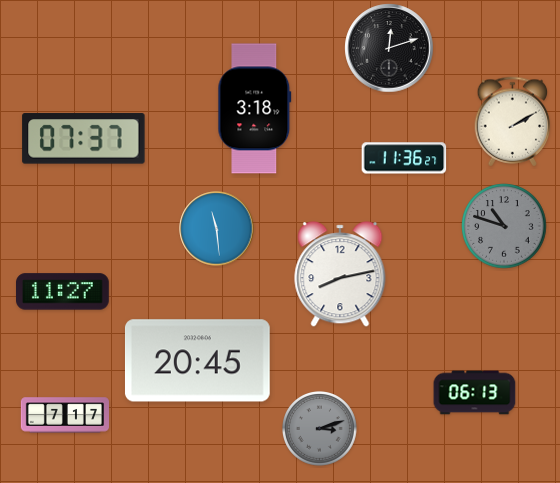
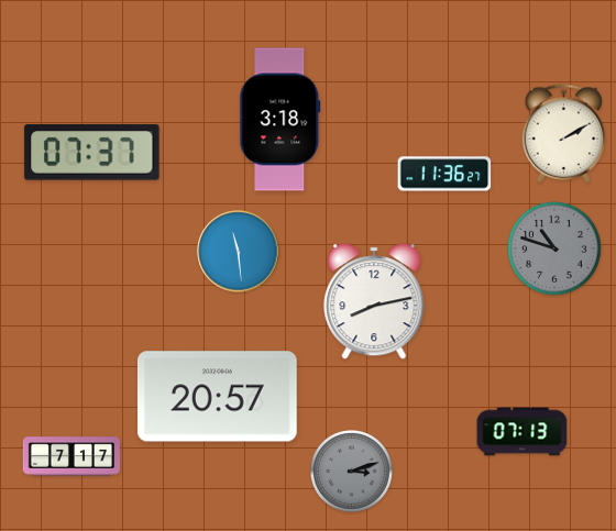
clock at (389, 48): 12:12 -> none
clock at (63, 292): 11:27 -> none
clock at (197, 361): 20:45 -> 20:57
clock at (475, 393): 06:13 -> 07:13
